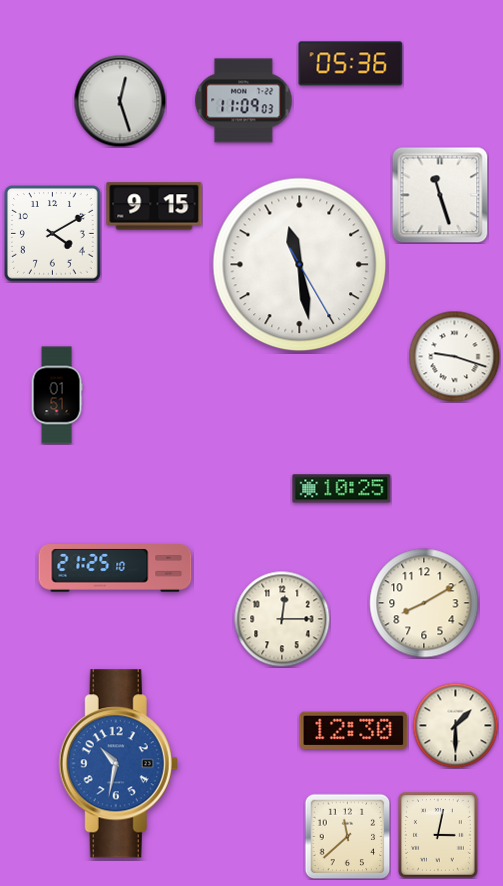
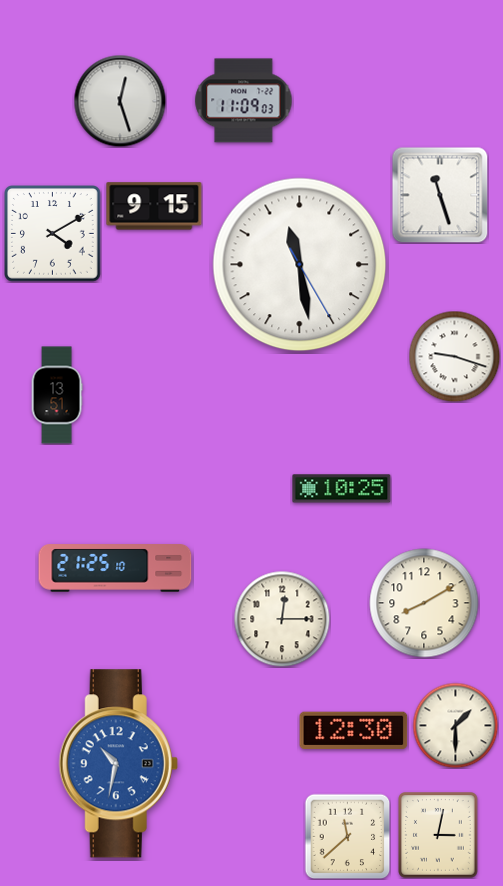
clock at (351, 64): 05:36 -> none
clock at (57, 395): 01:51 -> 13:51
